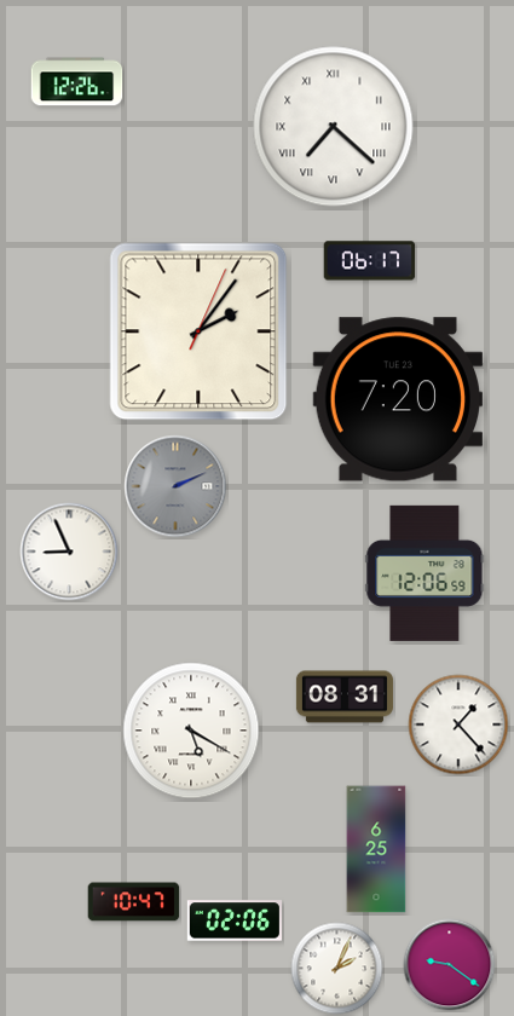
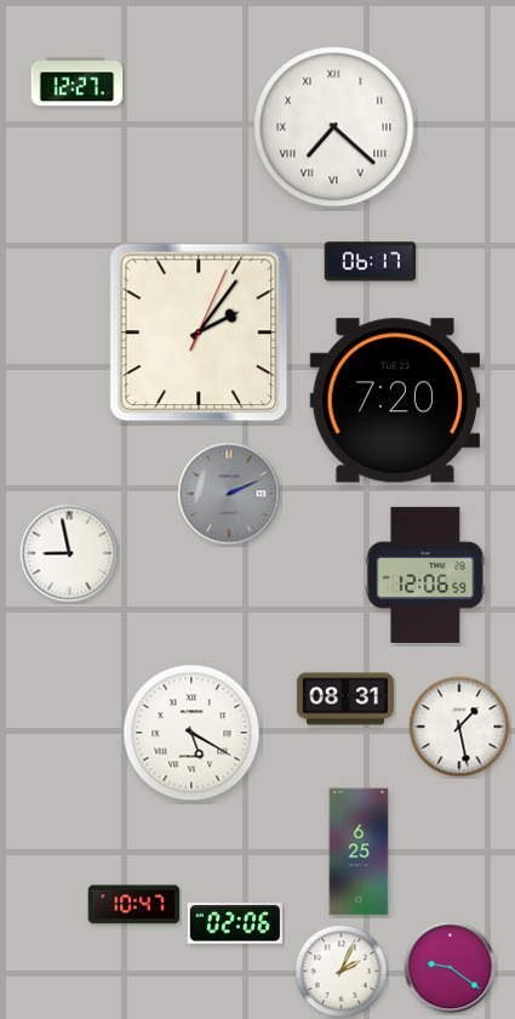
clock at (77, 82): 12:26 -> 12:27
clock at (397, 399) position: (397, 399) -> (394, 400)
clock at (175, 486) position: (175, 486) -> (229, 494)
clock at (69, 552): 8:56 -> 8:58
clock at (458, 725): 1:23 -> 1:28
clock at (376, 849) position: (376, 849) -> (359, 852)
clock at (337, 969) position: (337, 969) -> (342, 972)
